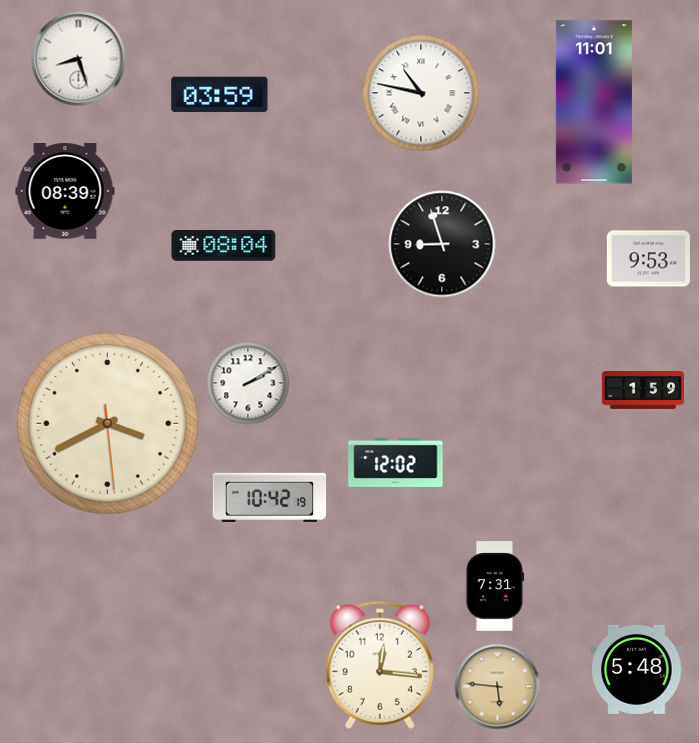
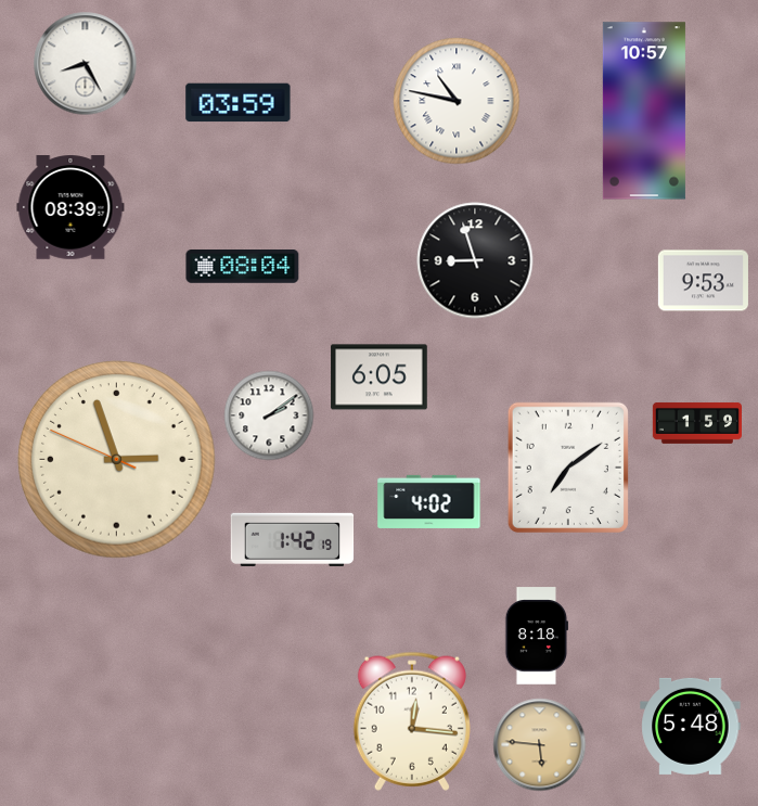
clock at (79, 59): 8:27 -> 8:25
clock at (594, 102): 11:01 -> 10:57
clock at (442, 244) position: (442, 244) -> (475, 260)
clock at (380, 378): none -> 6:05
clock at (248, 383): 2:10 -> 2:09
clock at (108, 424): 3:40 -> 2:56
clock at (568, 468): none -> 7:09
clock at (396, 462): 12:02 -> 4:02
clock at (270, 497): 10:42 -> 1:42
clock at (495, 586): 7:31 -> 8:18
